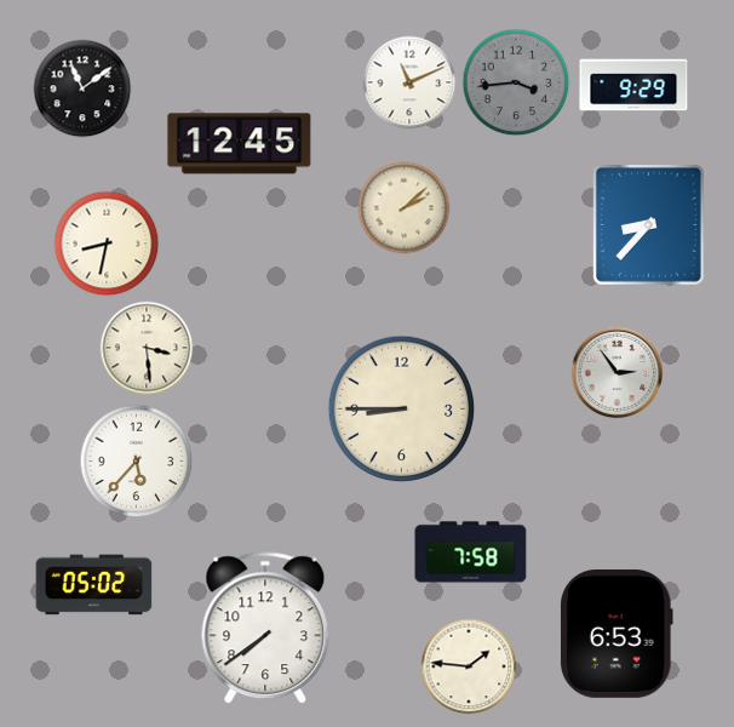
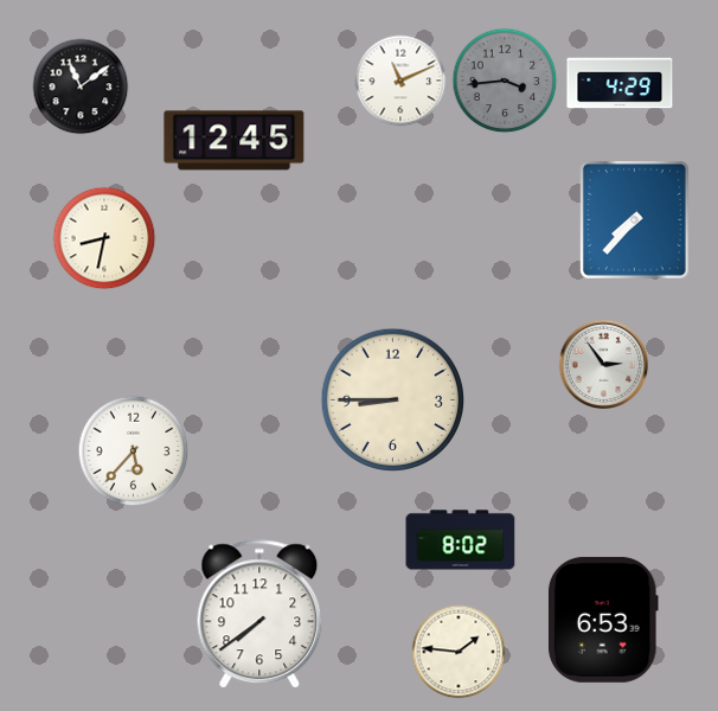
clock at (633, 85): 9:29 -> 4:29
clock at (405, 208): 2:08 -> none
clock at (648, 225): 8:37 -> 7:37
clock at (147, 348): 3:29 -> none
clock at (471, 553): 7:58 -> 8:02
clock at (94, 585): 05:02 -> none
